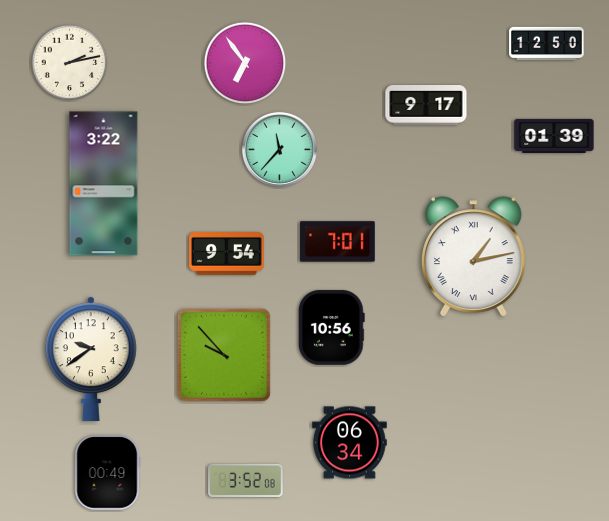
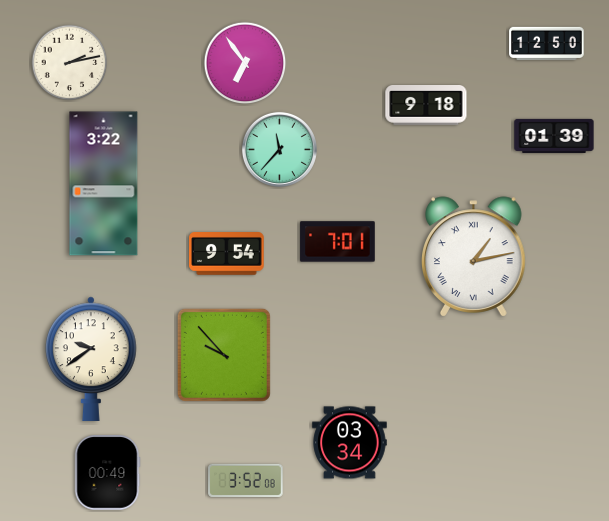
clock at (426, 105): 9:17 -> 9:18
clock at (332, 328): 10:56 -> none
clock at (350, 443): 06:34 -> 03:34
